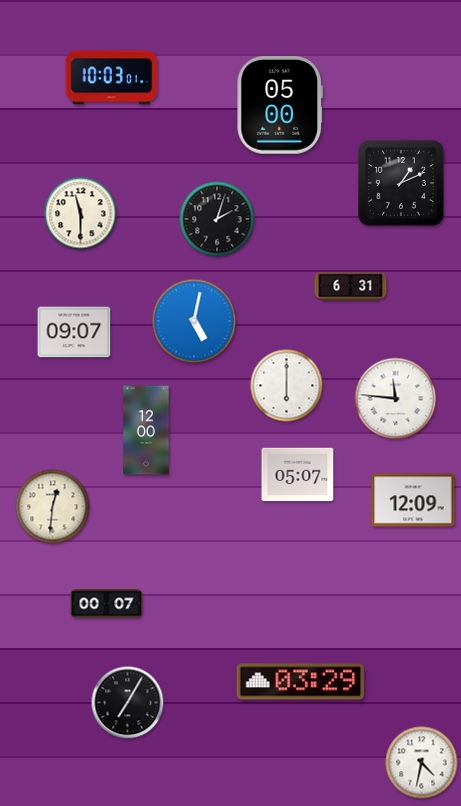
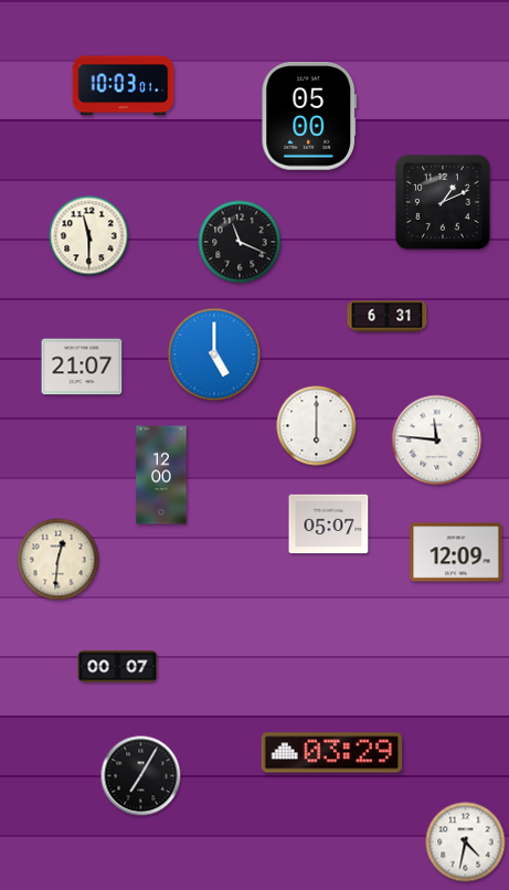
clock at (217, 219): 2:03 -> 11:19
clock at (194, 321): 5:02 -> 5:00
clock at (74, 332): 09:07 -> 21:07
